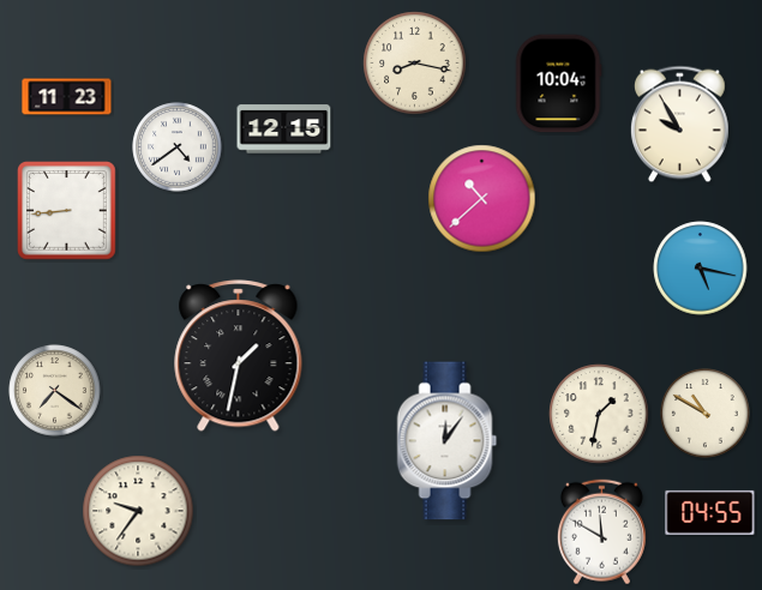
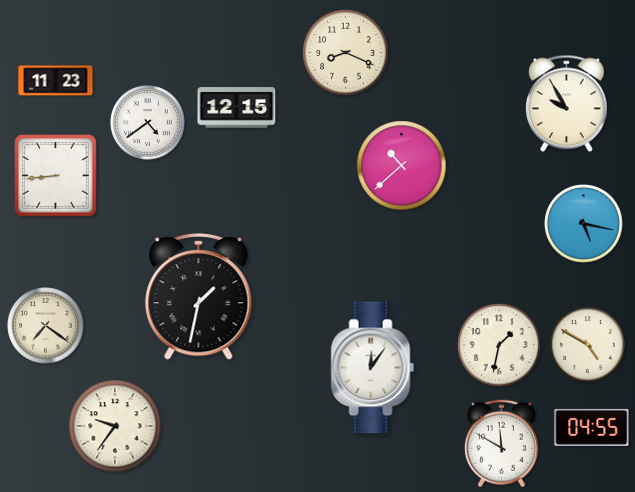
clock at (415, 64): 8:17 -> 8:19
clock at (558, 84): 10:04 -> none
clock at (706, 414): 10:50 -> 4:50
